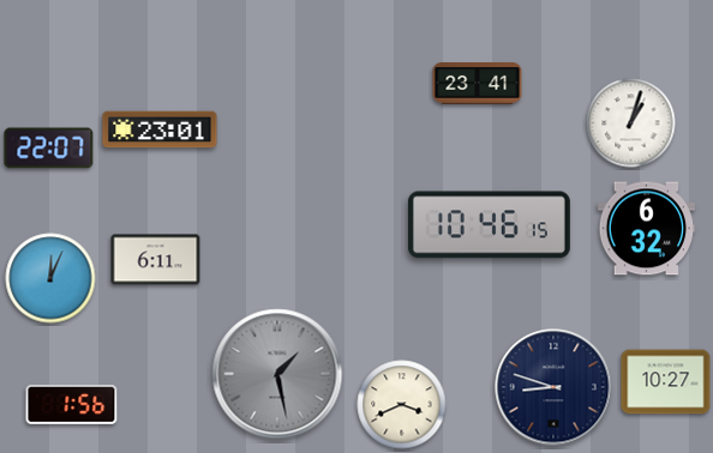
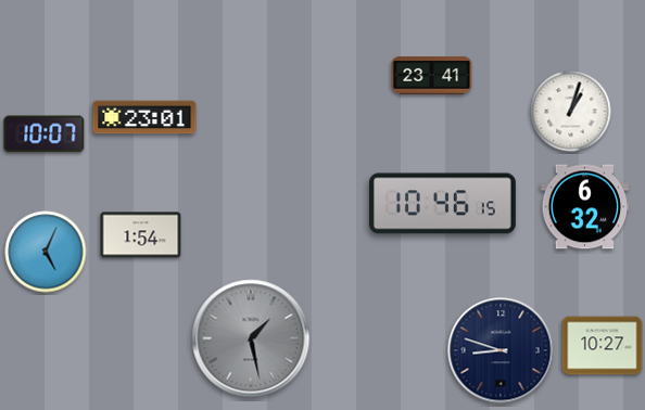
clock at (49, 149): 22:07 -> 10:07
clock at (156, 260): 6:11 -> 1:54
clock at (50, 278): 12:04 -> 5:04
clock at (72, 405): 1:56 -> none
clock at (402, 405): 3:41 -> none
